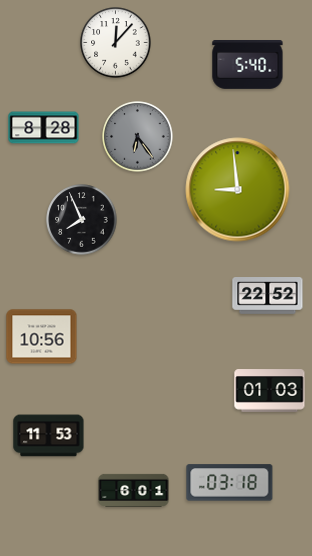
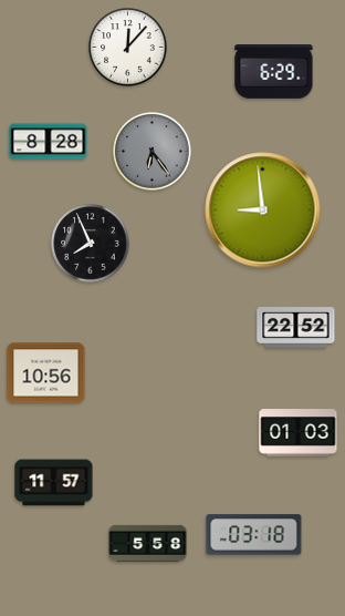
clock at (248, 65): 5:40 -> 6:29
clock at (49, 436): 11:53 -> 11:57
clock at (134, 490): 6:01 -> 5:58
